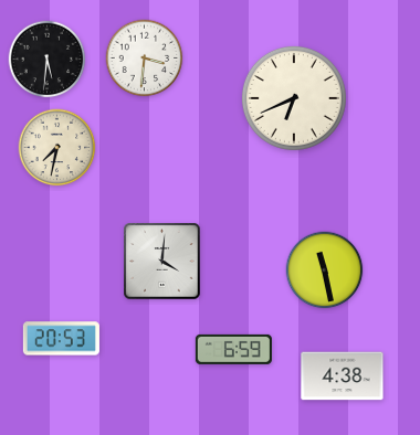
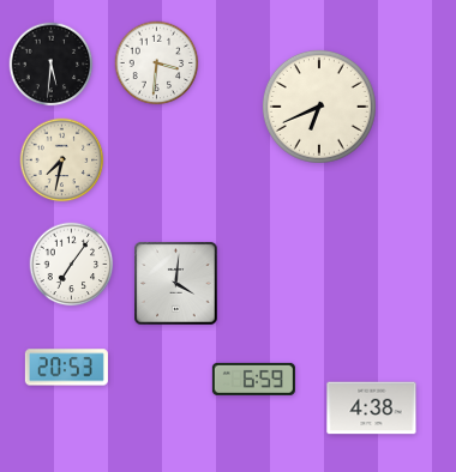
clock at (72, 265): none -> 7:06
clock at (325, 270): 11:28 -> none
